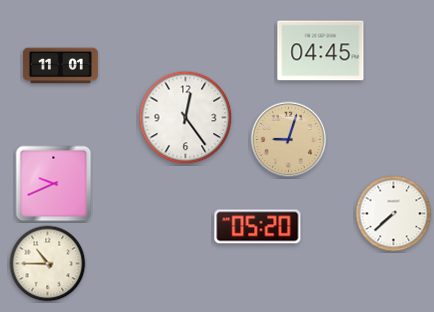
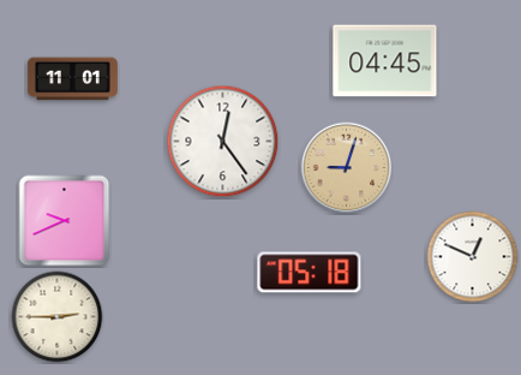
clock at (394, 214): 7:38 -> 12:49
clock at (258, 227): 05:20 -> 05:18
clock at (48, 264): 10:45 -> 2:45
